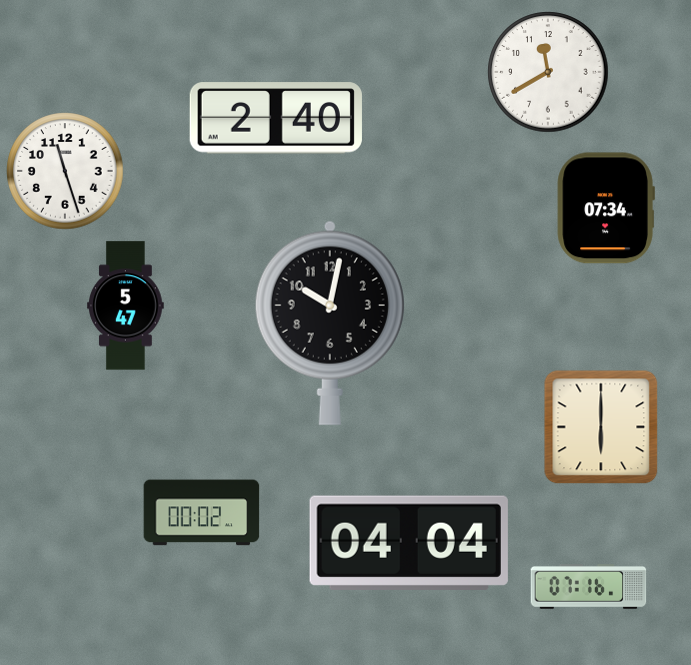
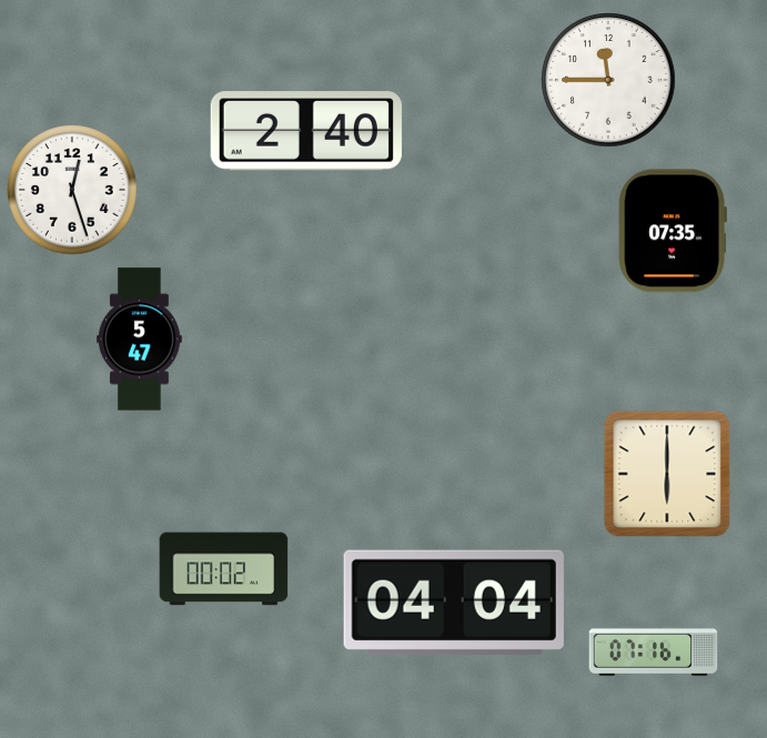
clock at (548, 72): 11:40 -> 11:45
clock at (65, 171): 11:27 -> 12:27
clock at (606, 208): 07:34 -> 07:35
clock at (330, 323): 10:02 -> none
